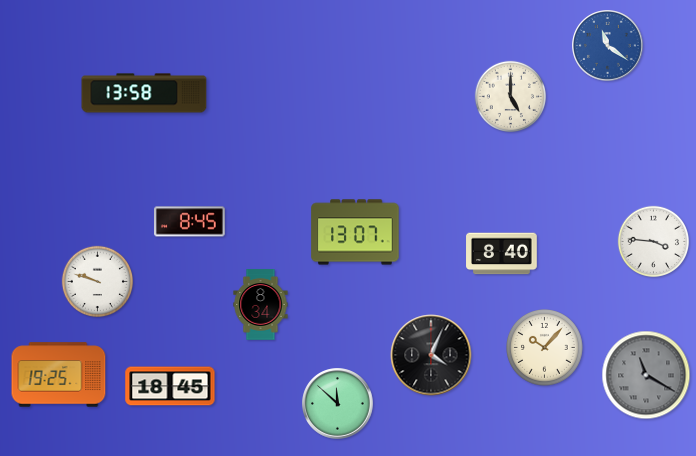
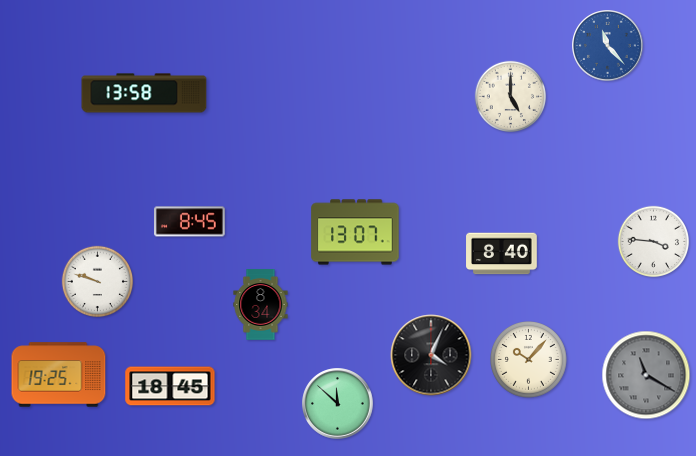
clock at (608, 46): 11:21 -> 11:23
clock at (545, 348) position: (545, 348) -> (529, 360)
